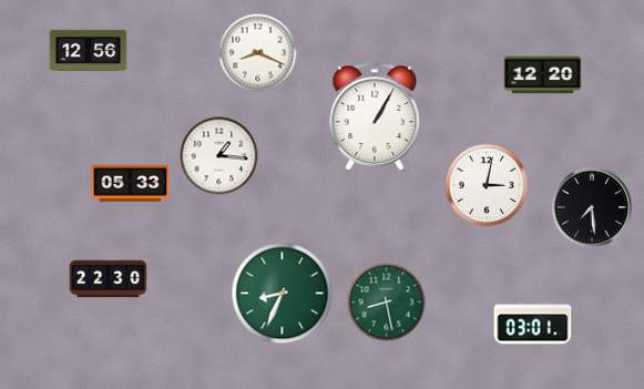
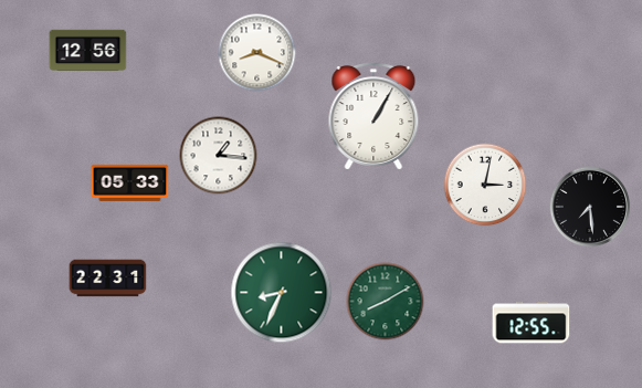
clock at (543, 75): 12:20 -> none
clock at (109, 279): 22:30 -> 22:31
clock at (387, 303): 8:28 -> 8:10
clock at (533, 324): 03:01 -> 12:55
